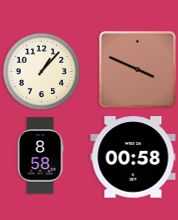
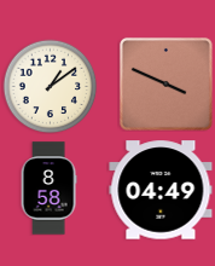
clock at (41, 71): 1:07 -> 1:09
clock at (133, 157): 00:58 -> 04:49
